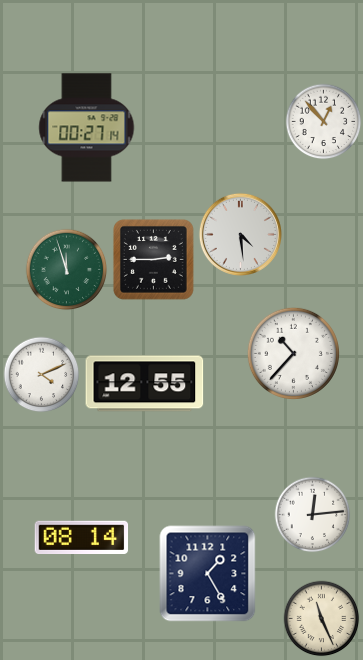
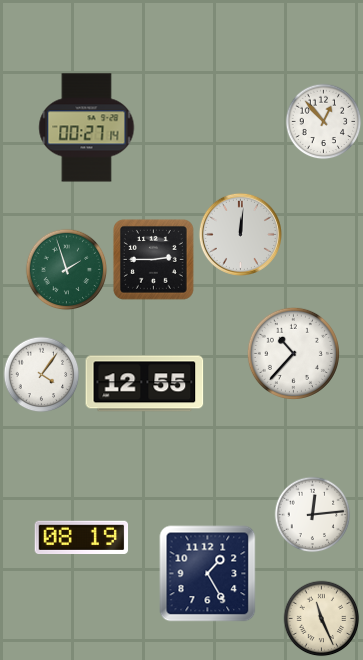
clock at (240, 234): 4:29 -> 12:01
clock at (67, 270): 11:57 -> 1:57
clock at (42, 375): 4:11 -> 4:06
clock at (82, 537): 08:14 -> 08:19
